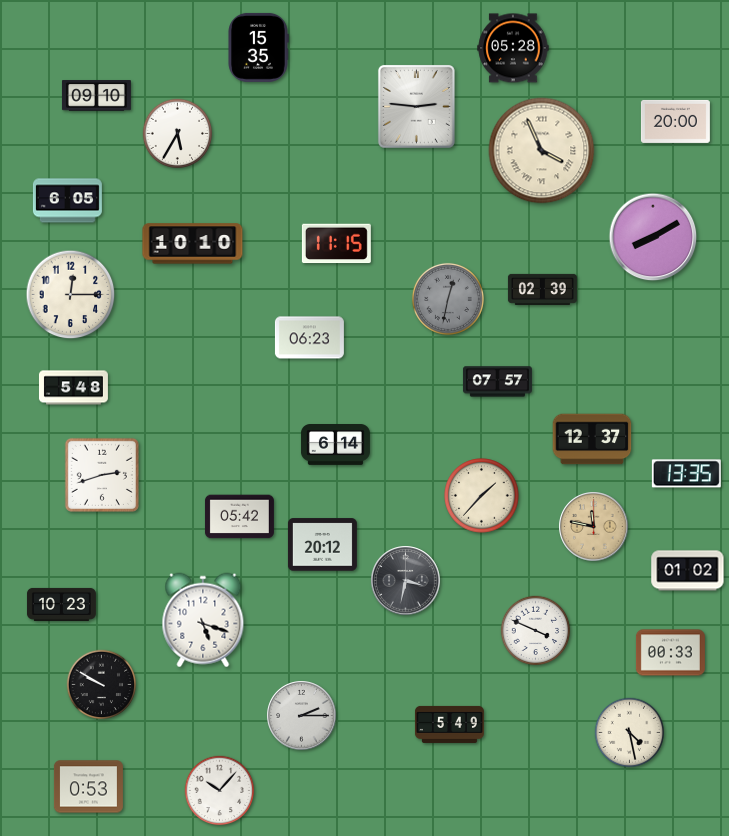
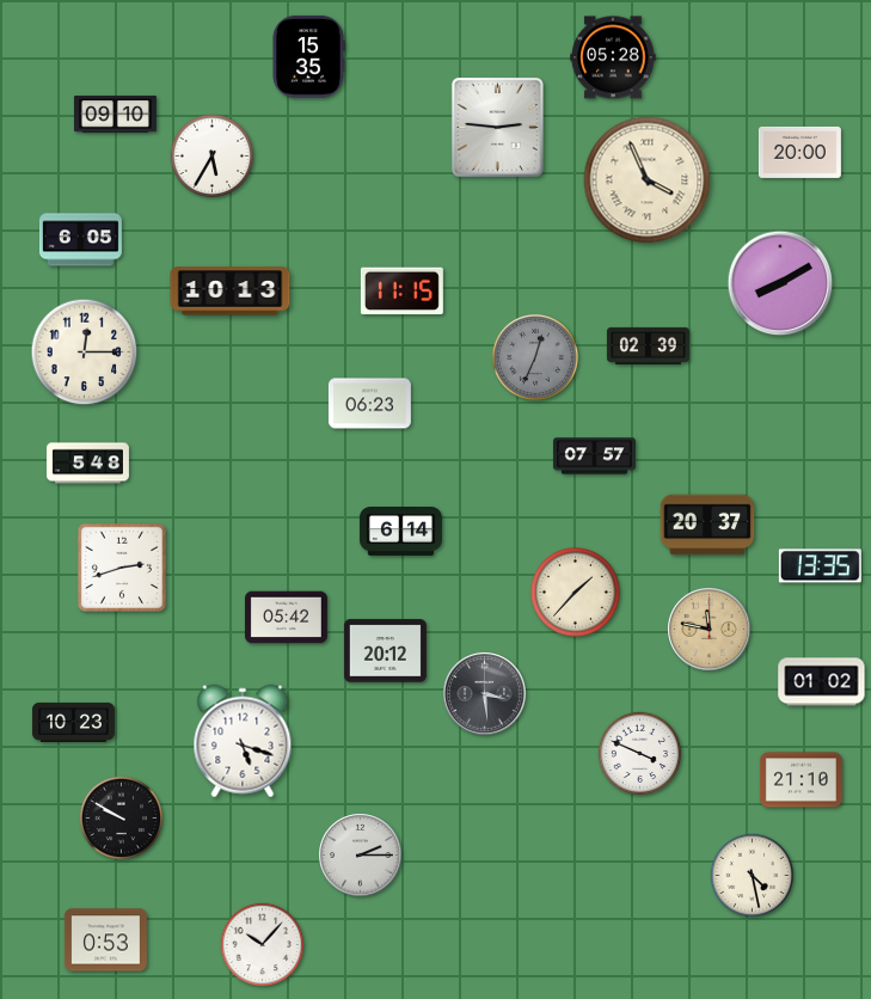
clock at (675, 121) position: (675, 121) -> (799, 152)
clock at (178, 134) position: (178, 134) -> (213, 157)
clock at (193, 244): 10:10 -> 10:13
clock at (448, 299): 12:32 -> 12:34
clock at (592, 439): 12:37 -> 20:37
clock at (406, 581): 3:32 -> 3:29
clock at (670, 653): 00:33 -> 21:10
clock at (449, 724): 5:49 -> none
